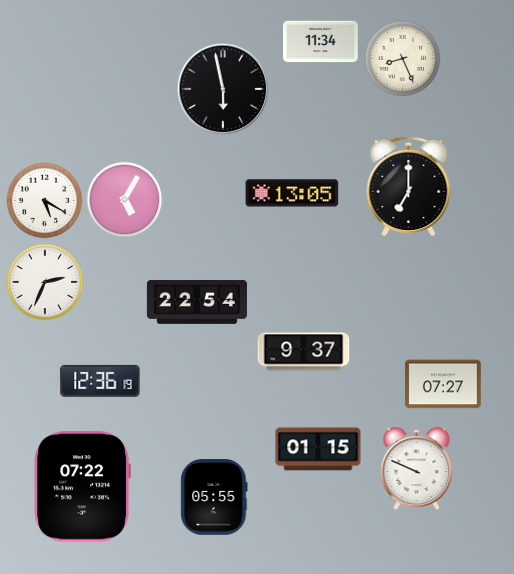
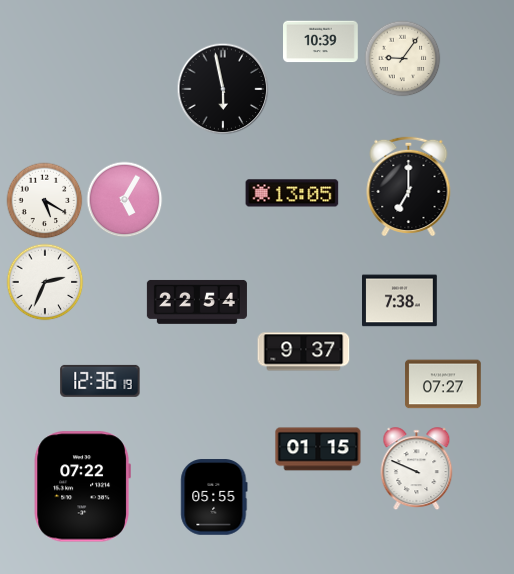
clock at (321, 42): 11:34 -> 10:39
clock at (403, 59): 8:26 -> 9:06
clock at (400, 301): none -> 7:38
